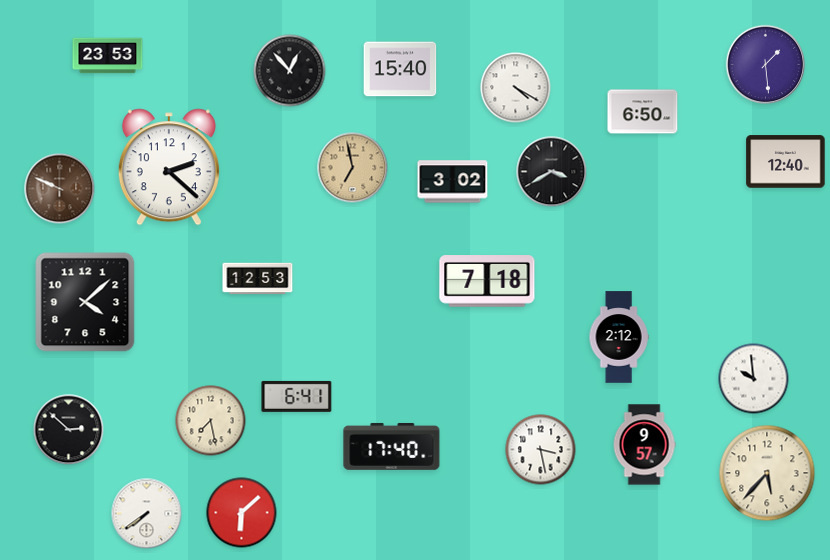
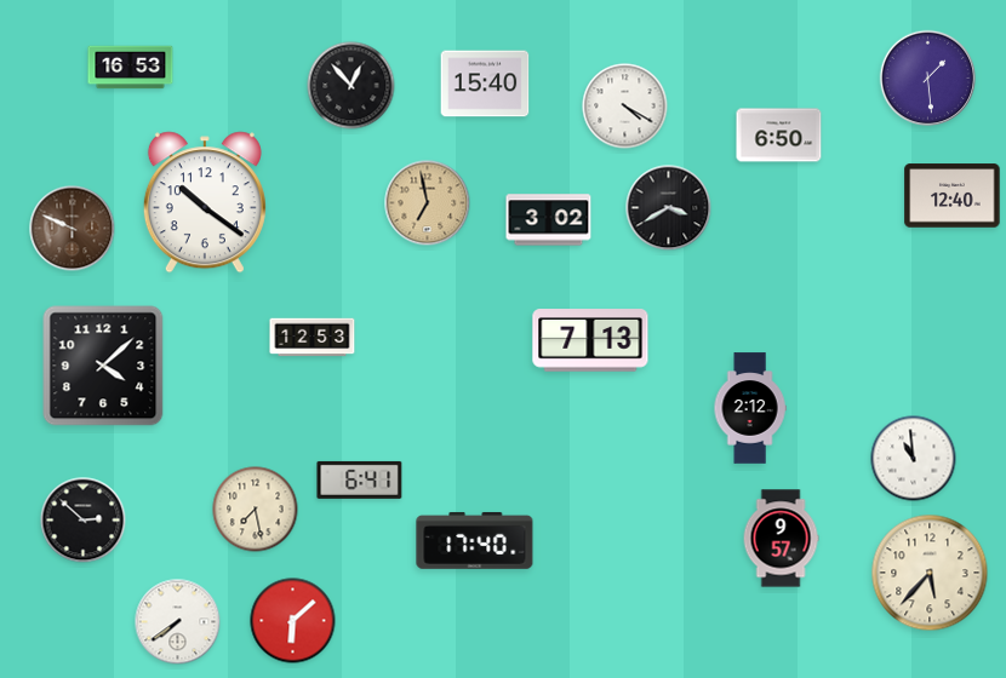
clock at (108, 56): 23:53 -> 16:53
clock at (169, 167): 2:22 -> 10:21
clock at (487, 281): 7:18 -> 7:13
clock at (754, 379): 9:59 -> 10:59
clock at (541, 450): 3:28 -> none
